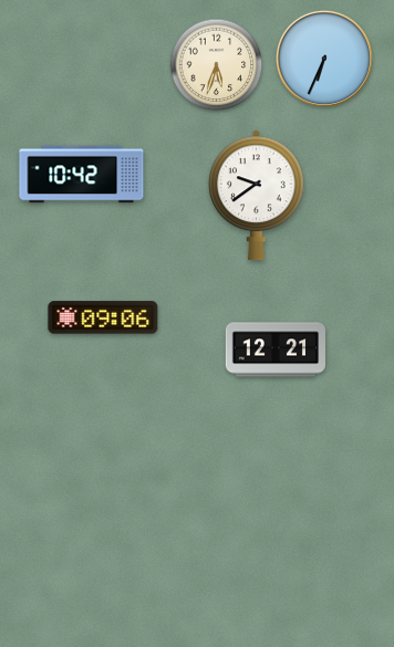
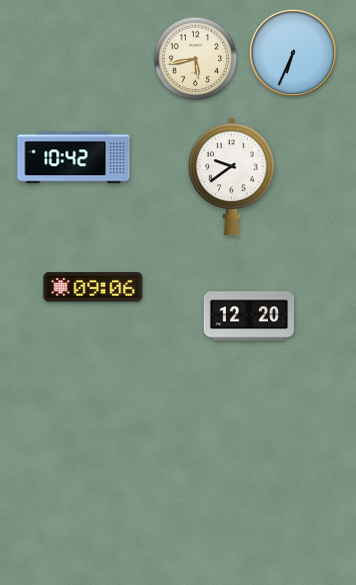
clock at (217, 65): 5:33 -> 5:43
clock at (274, 349): 12:21 -> 12:20
